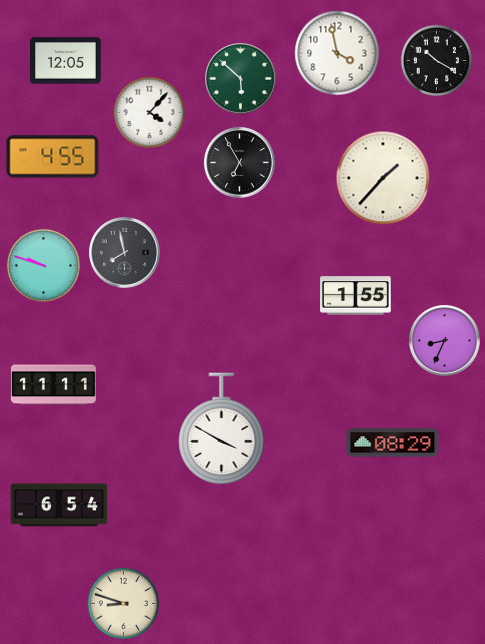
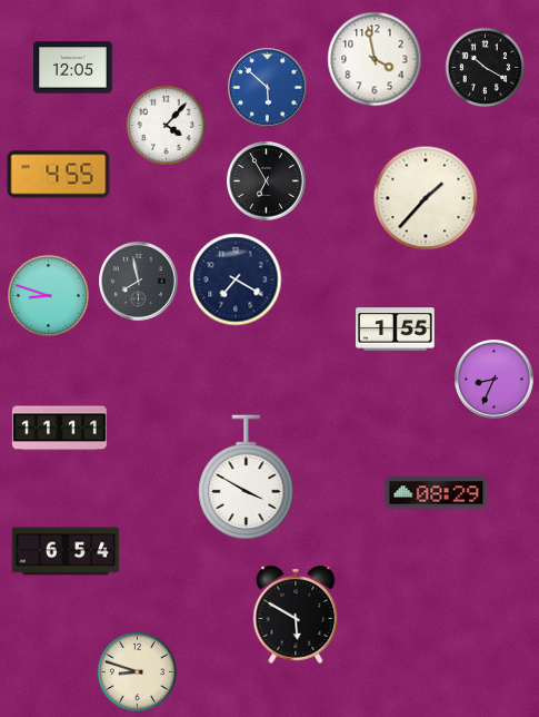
clock at (241, 79) dial: green -> blue
clock at (236, 279): none -> 7:20
clock at (43, 265): 9:48 -> 8:48
clock at (59, 505) position: (59, 505) -> (66, 551)
clock at (296, 615): none -> 5:50
